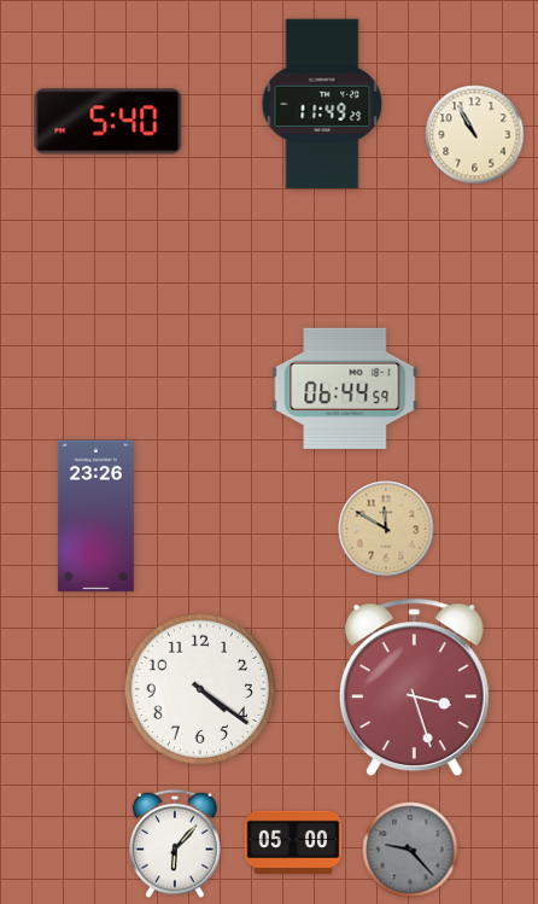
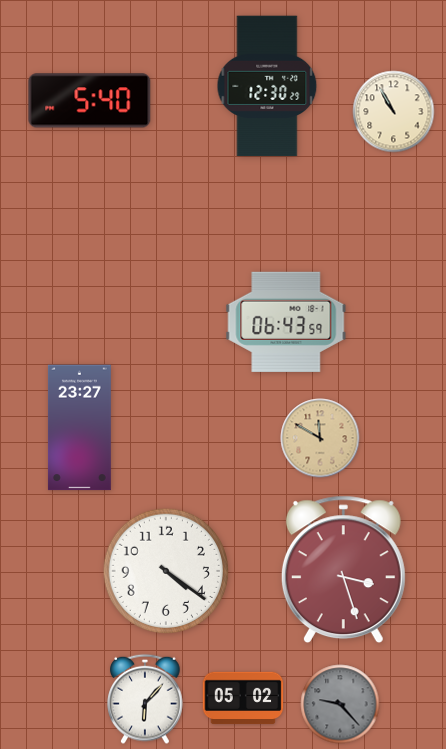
clock at (322, 104): 11:49 -> 12:30
clock at (345, 389): 06:44 -> 06:43
clock at (95, 517): 23:26 -> 23:27
clock at (293, 842): 05:00 -> 05:02
